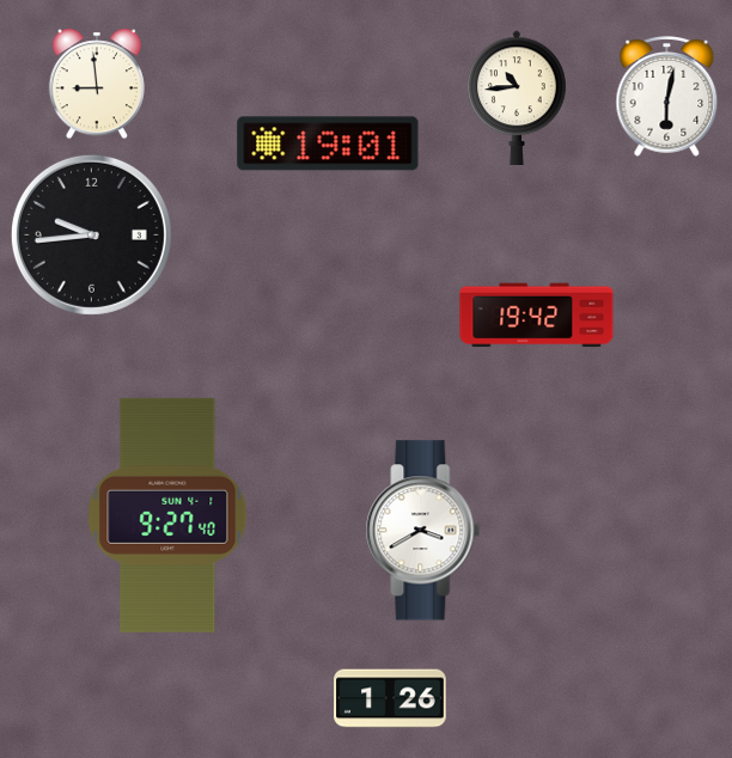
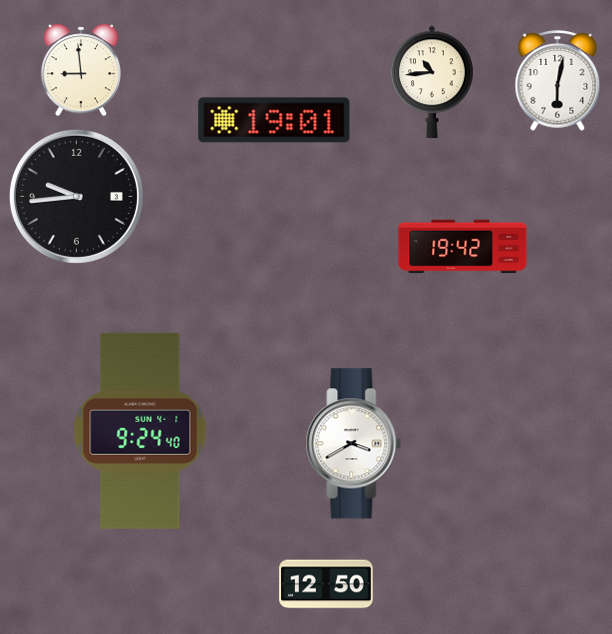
clock at (537, 316) position: (537, 316) -> (463, 247)
clock at (167, 515): 9:27 -> 9:24
clock at (390, 698): 1:26 -> 12:50
